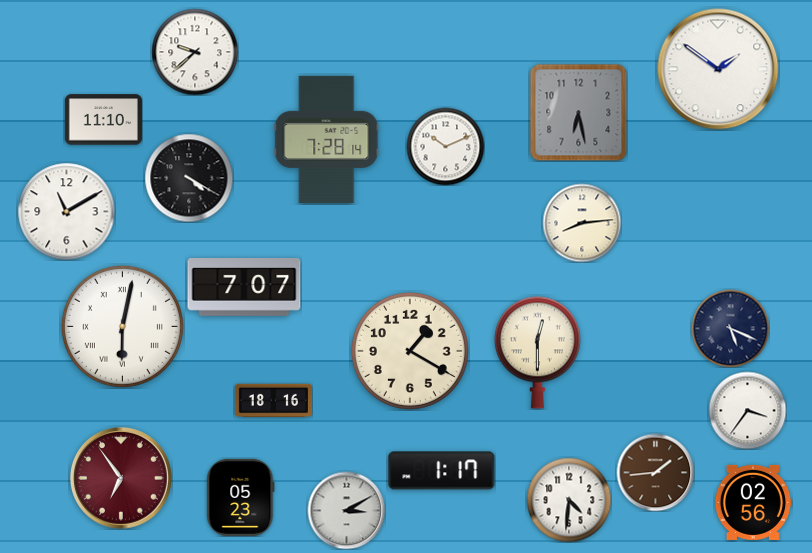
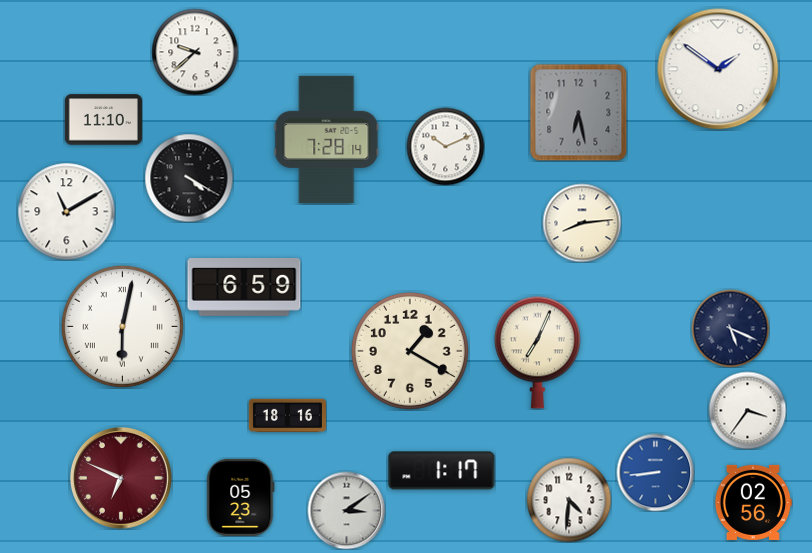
clock at (244, 288): 7:07 -> 6:59
clock at (537, 352): 12:30 -> 7:04
clock at (273, 401) position: (273, 401) -> (287, 416)
clock at (655, 472): 1:44 -> 8:44
clock at (655, 472) dial: brown -> blue
clock at (121, 478): 6:54 -> 6:49
clock at (346, 510): 3:10 -> 3:09
